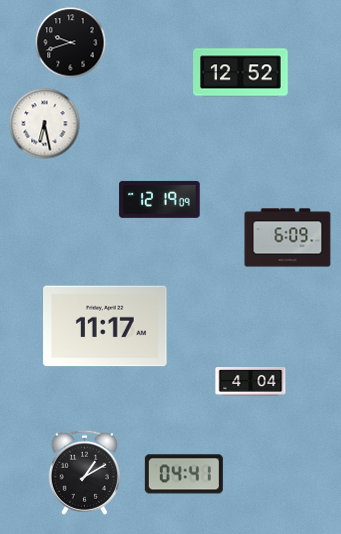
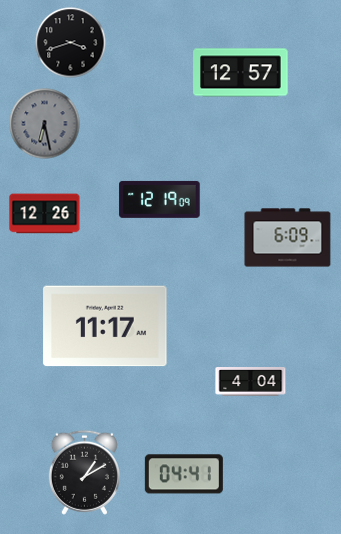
clock at (71, 43): 9:42 -> 3:42
clock at (241, 73): 12:52 -> 12:57
clock at (45, 124) dial: white -> grey
clock at (45, 214): none -> 12:26
